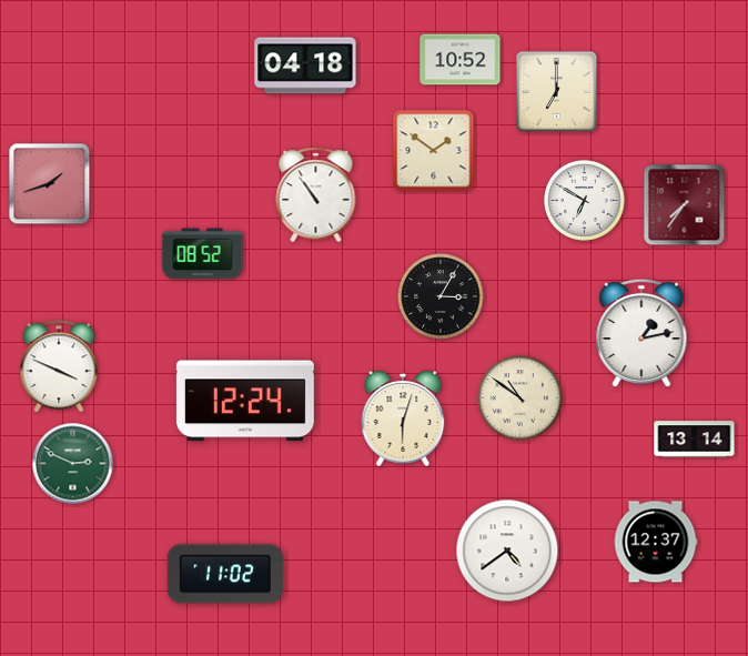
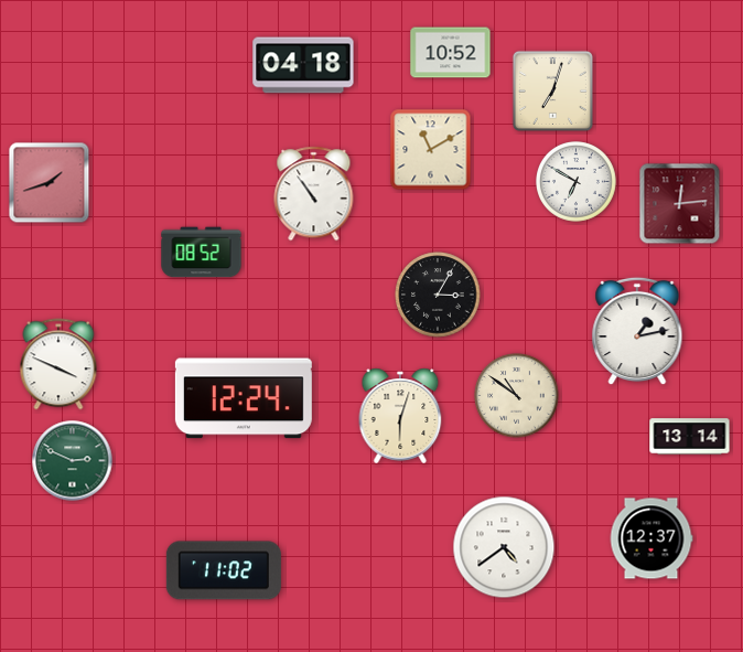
clock at (461, 60) position: (461, 60) -> (451, 53)
clock at (556, 91): 7:00 -> 7:03
clock at (434, 151): 1:51 -> 11:10
clock at (585, 201) position: (585, 201) -> (577, 182)
clock at (685, 205): 7:36 -> 12:14
